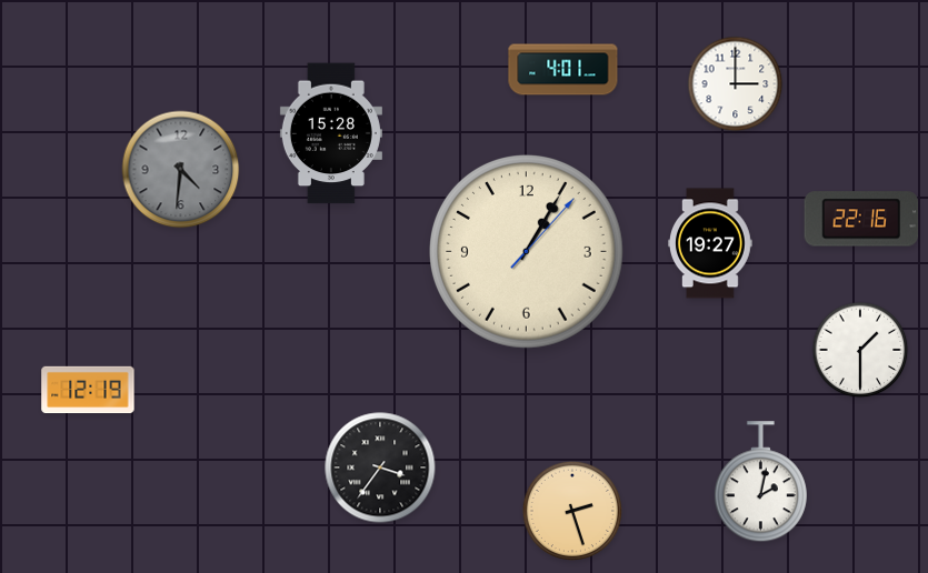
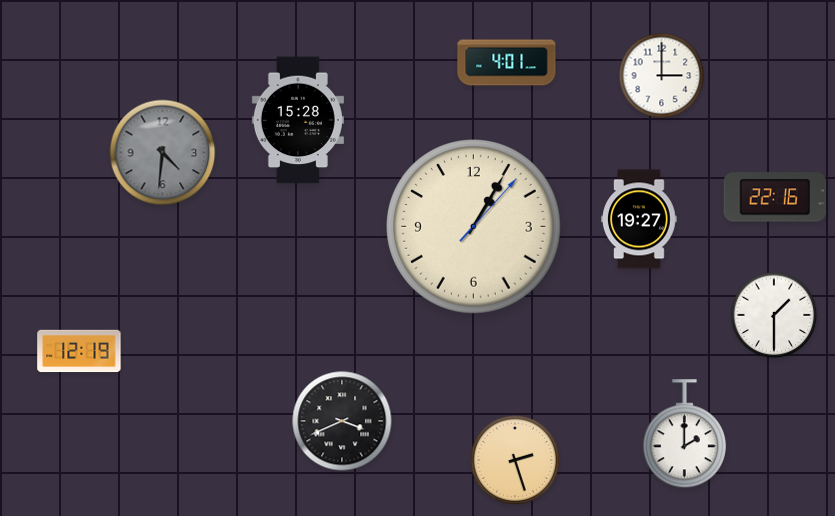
clock at (380, 468): 3:36 -> 3:41
clock at (760, 482): 2:02 -> 2:00
